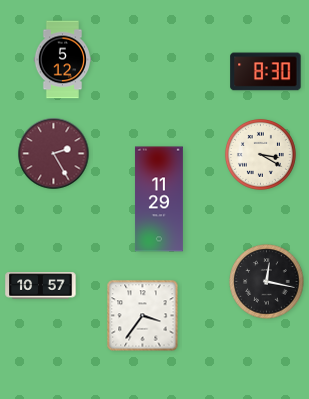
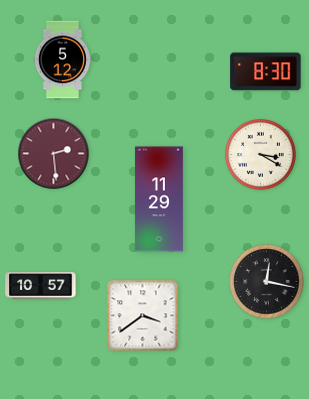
clock at (54, 154): 2:25 -> 2:29
clock at (143, 316): 3:36 -> 3:39
